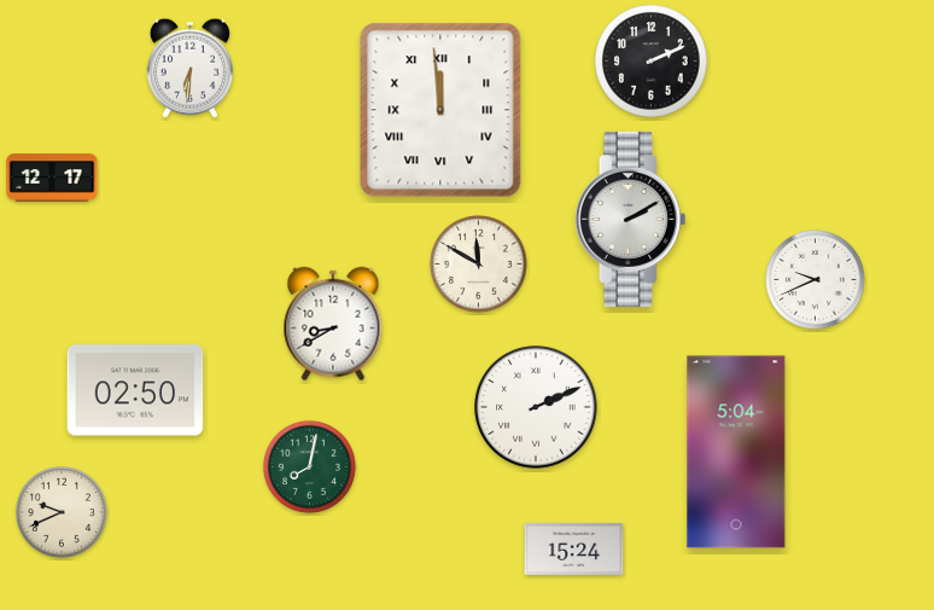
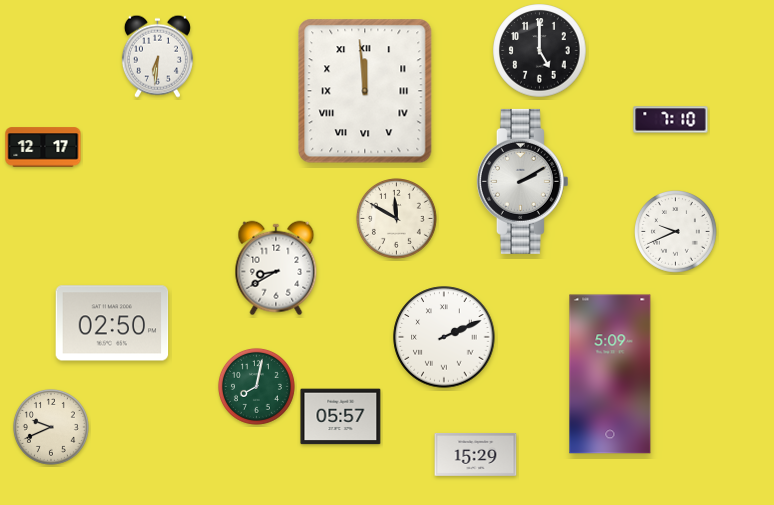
clock at (652, 62): 2:11 -> 5:00
clock at (671, 120): none -> 7:10
clock at (736, 452): 5:04 -> 5:09
clock at (341, 417): none -> 05:57
clock at (62, 512) position: (62, 512) -> (51, 427)
clock at (574, 548): 15:24 -> 15:29
